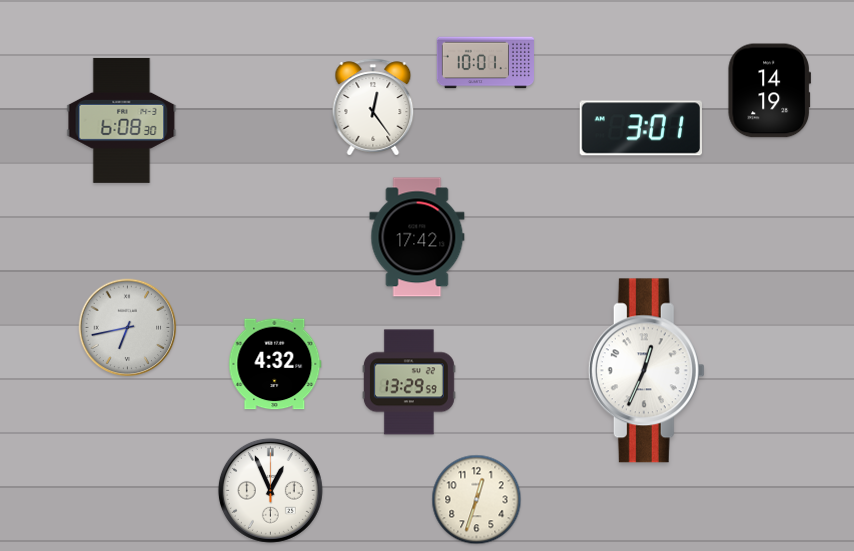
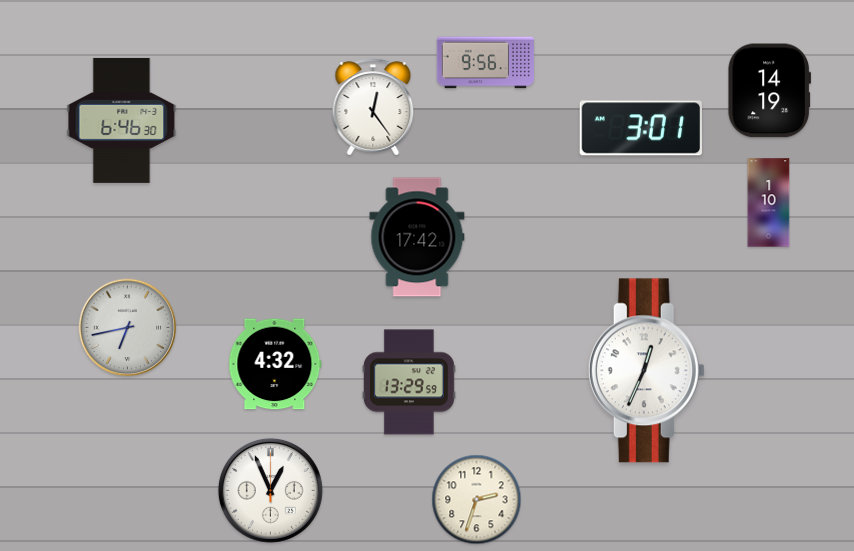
clock at (485, 63): 10:01 -> 9:56
clock at (122, 120): 6:08 -> 6:46
clock at (769, 203): none -> 1:10
clock at (477, 500): 12:33 -> 2:33
